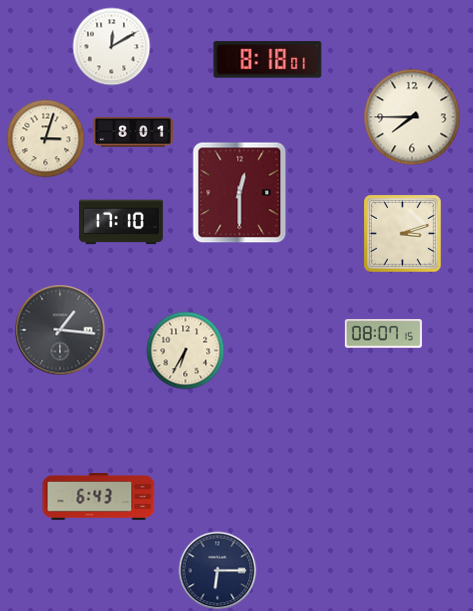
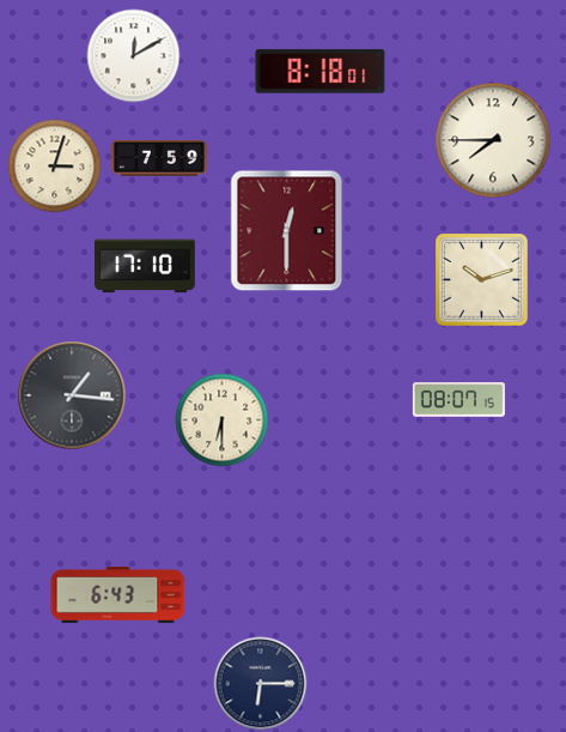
clock at (133, 132): 8:01 -> 7:59
clock at (403, 234): 3:12 -> 10:12
clock at (185, 350): 6:35 -> 6:30
